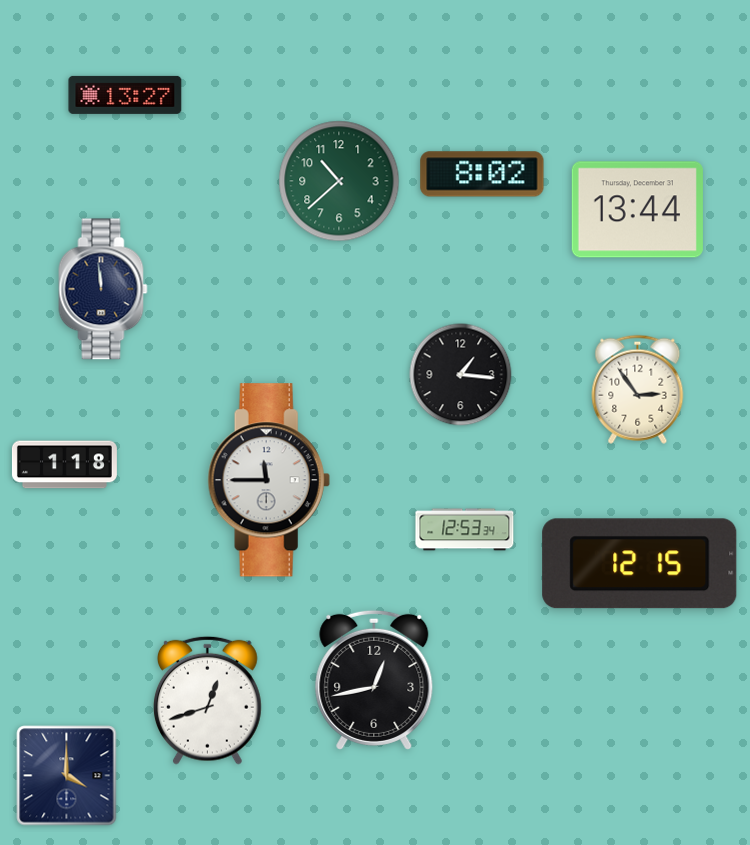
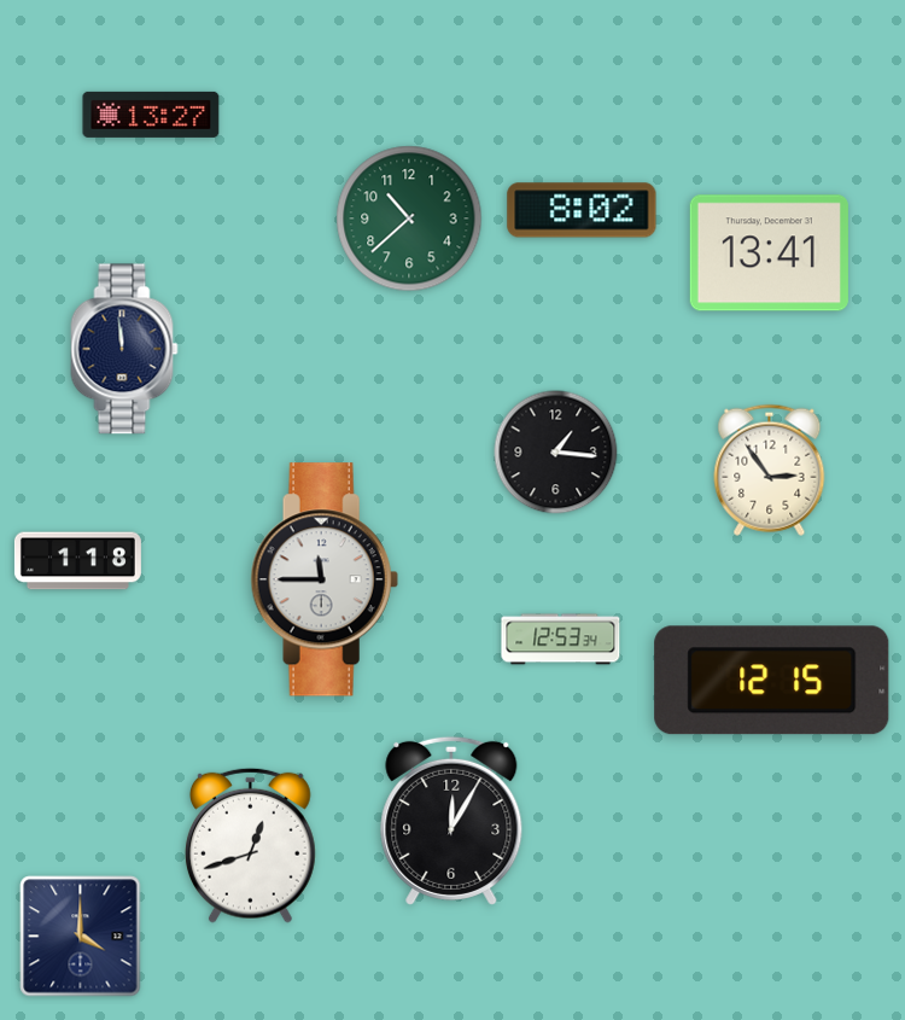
clock at (637, 210): 13:44 -> 13:41
clock at (374, 680): 12:43 -> 12:05
